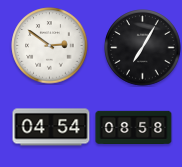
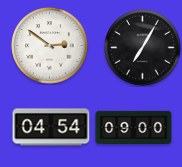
clock at (134, 127): 08:58 -> 09:00
